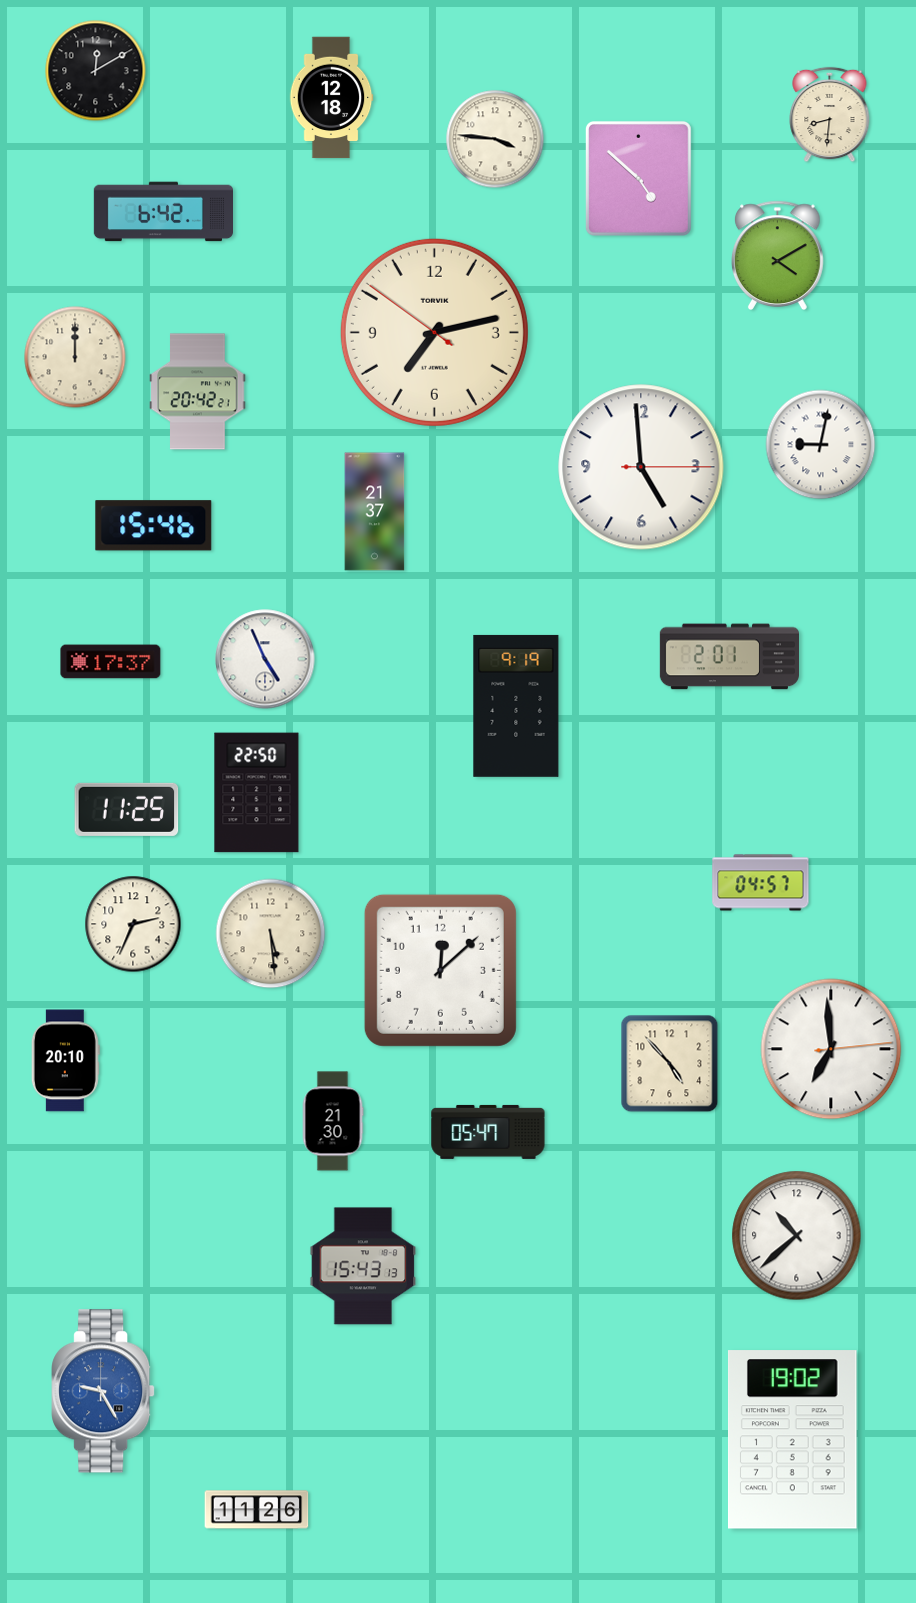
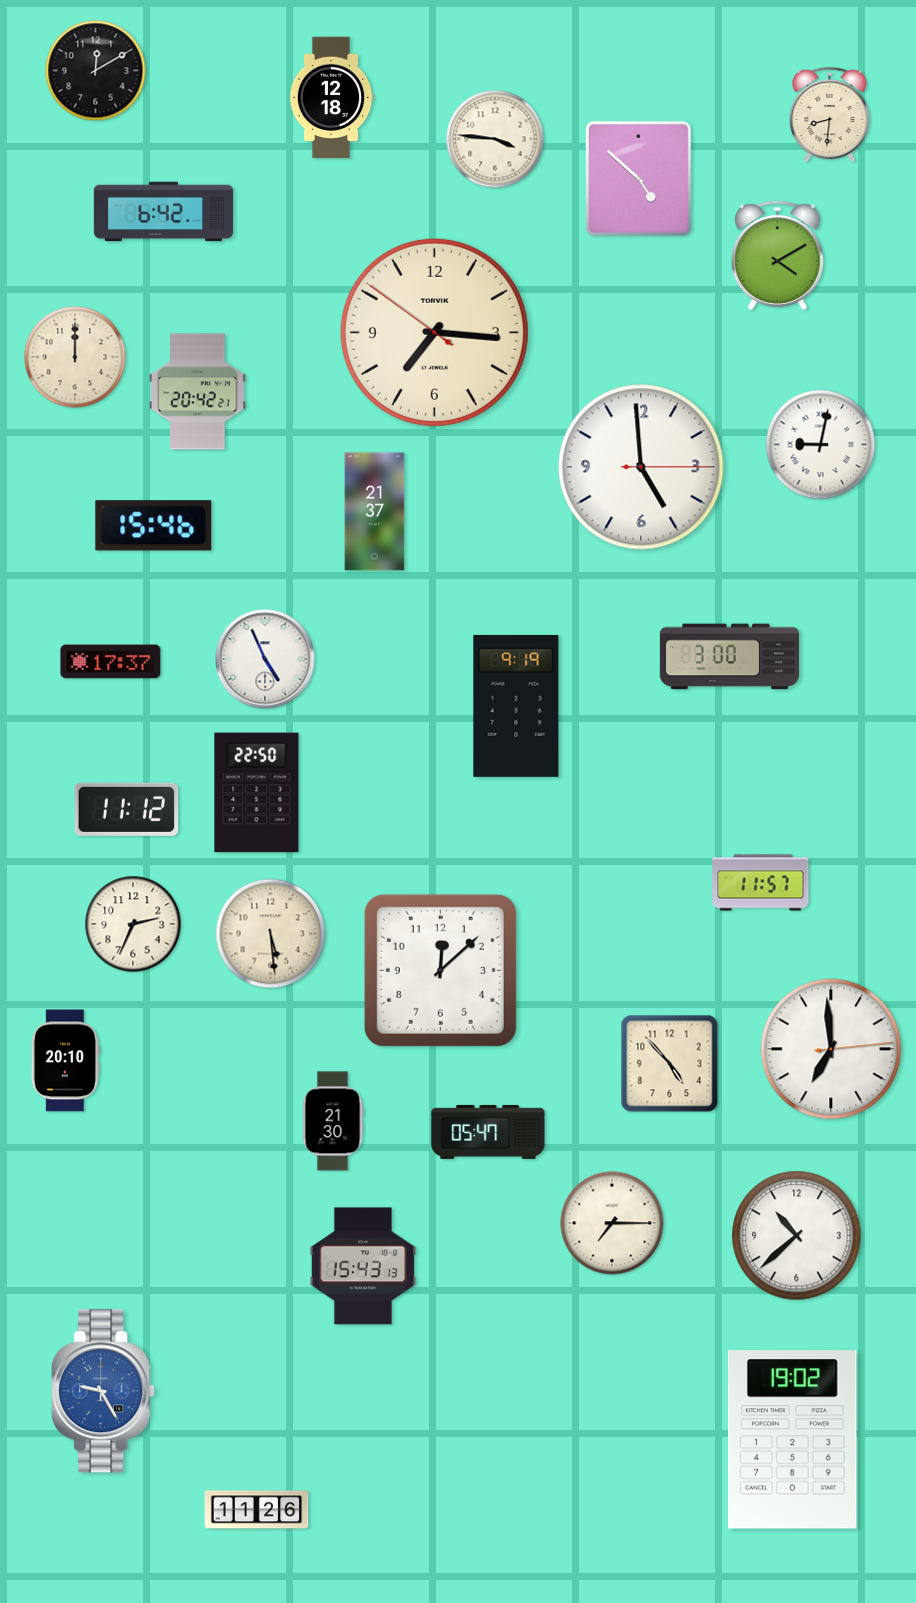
clock at (434, 332): 7:12 -> 7:15
clock at (729, 657): 2:01 -> 3:00
clock at (127, 809): 11:25 -> 11:12
clock at (761, 883): 04:57 -> 11:57
clock at (612, 1223): none -> 7:15
